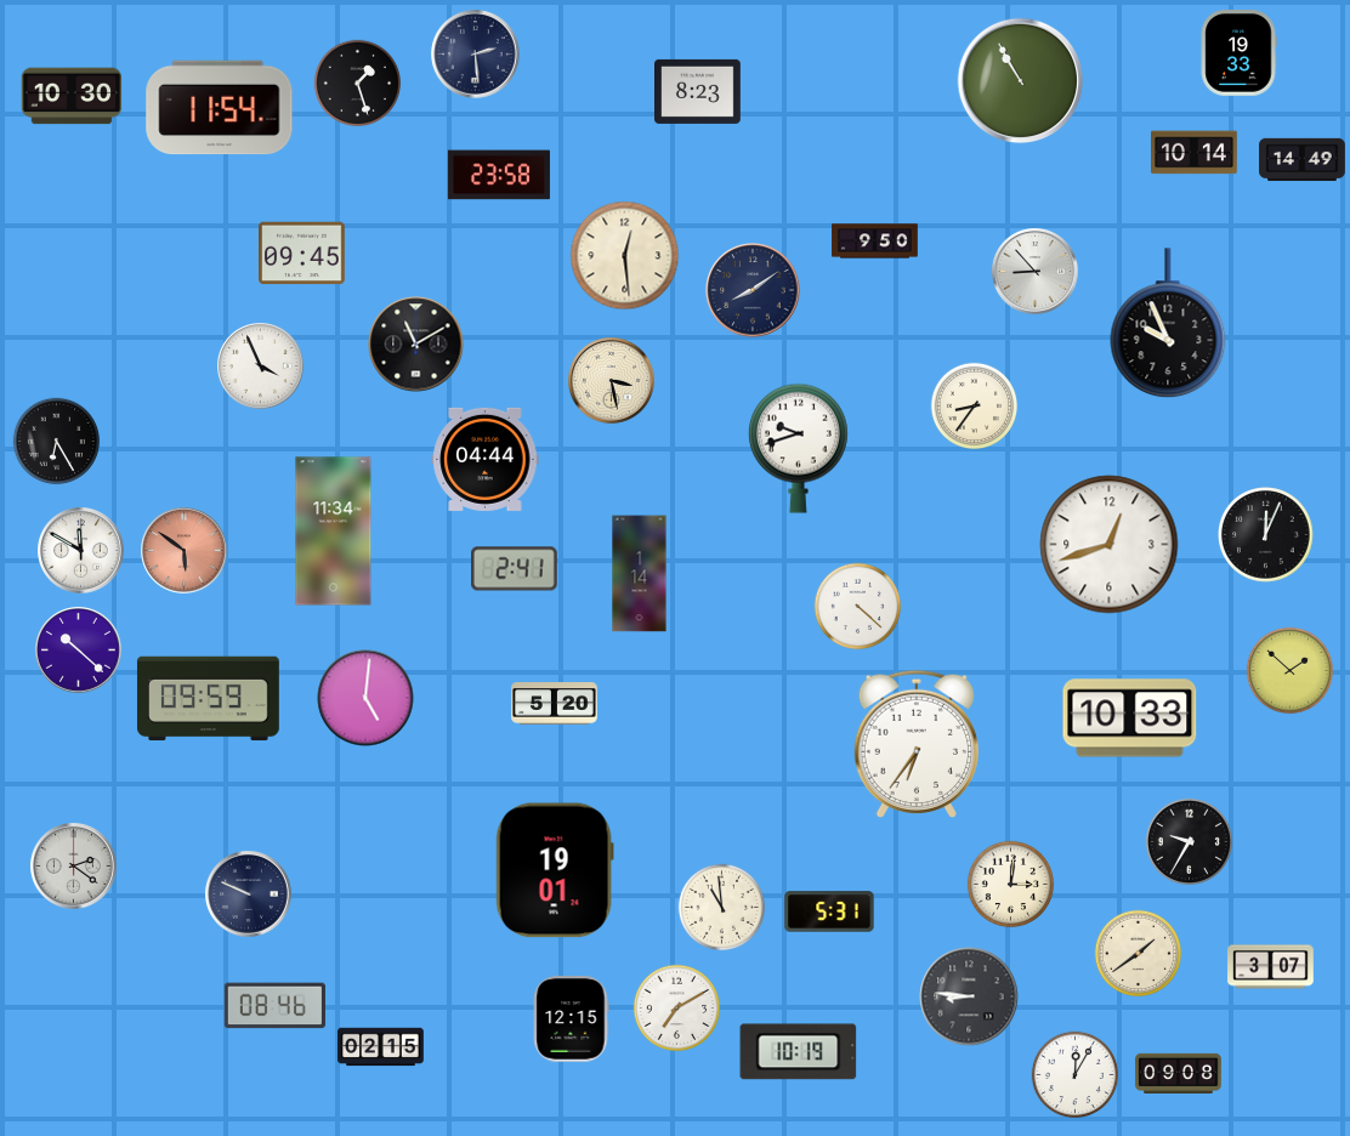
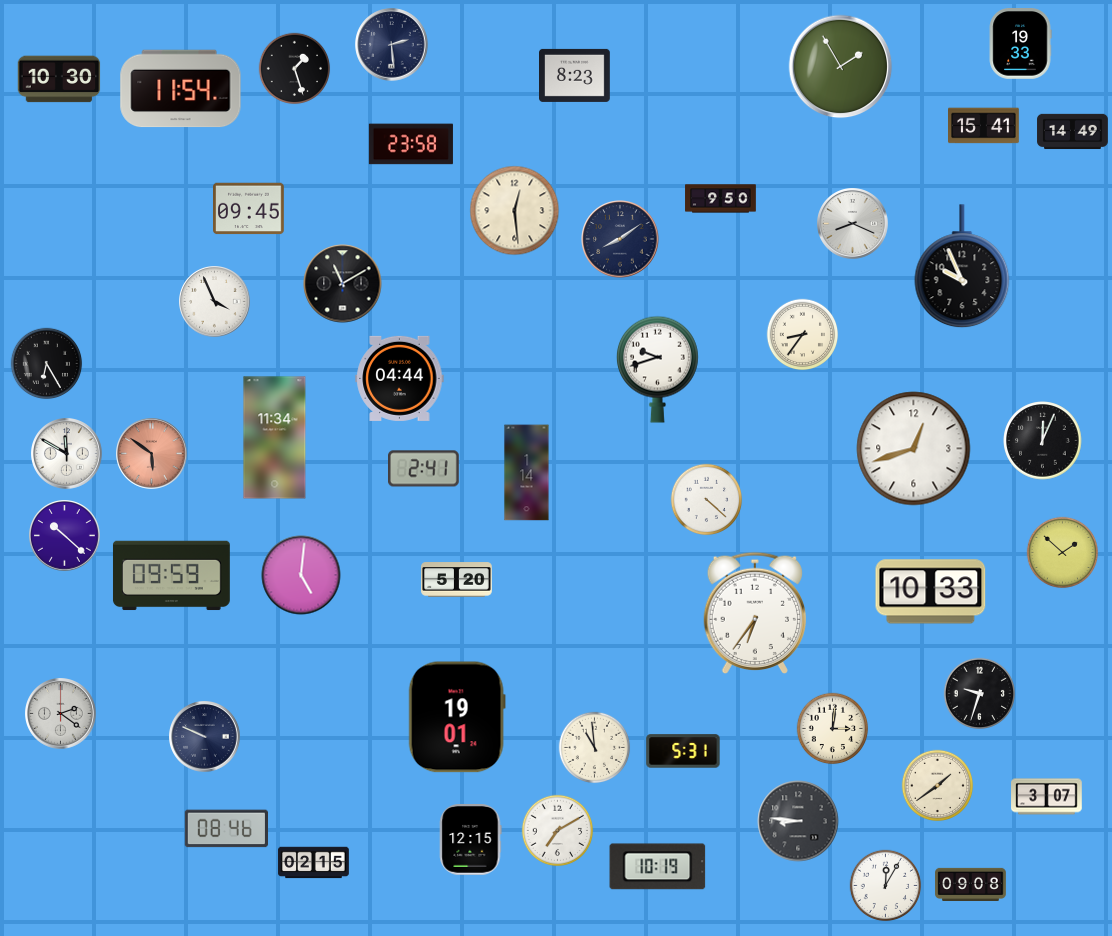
clock at (1021, 81): 10:55 -> 1:55
clock at (1195, 153): 10:14 -> 15:41
clock at (1036, 272): 8:53 -> 8:19
clock at (612, 381): 3:28 -> none
clock at (1190, 842): 9:35 -> 9:33
